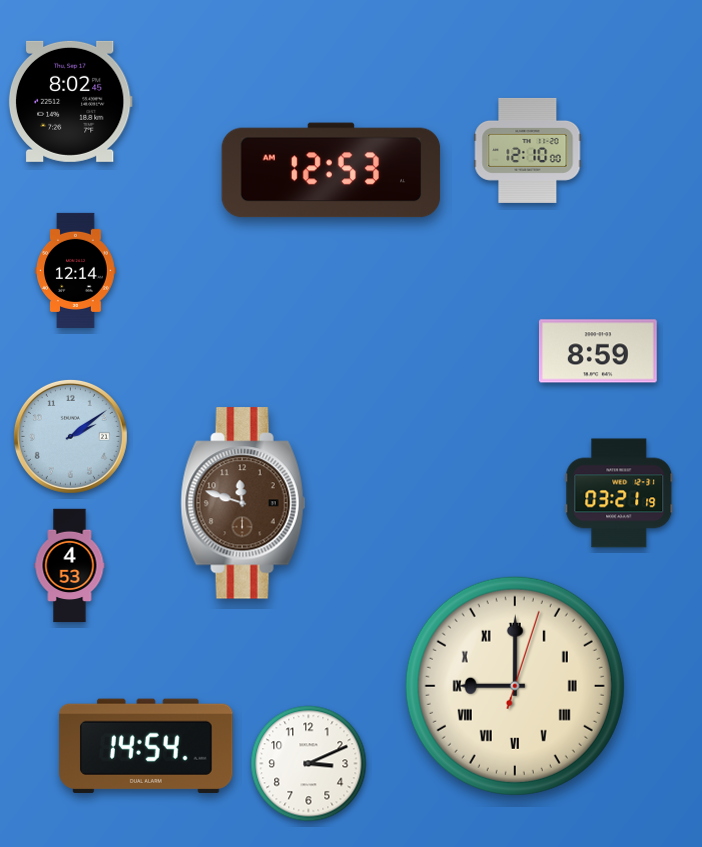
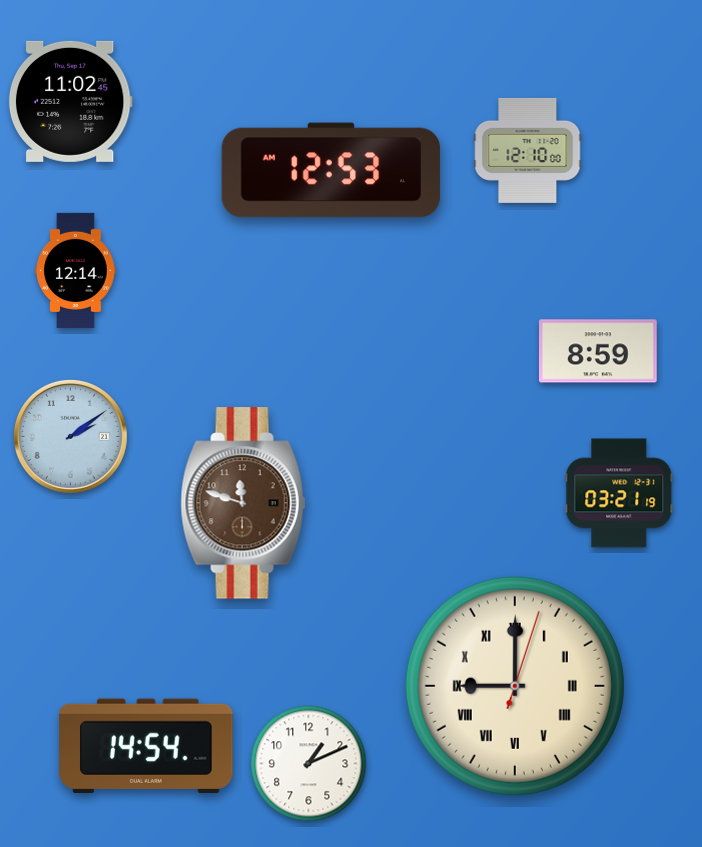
clock at (70, 101): 8:02 -> 11:02
clock at (70, 566): 4:53 -> none
clock at (309, 764): 3:11 -> 1:11
